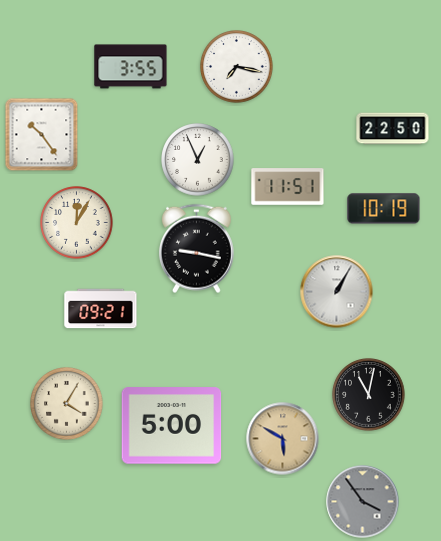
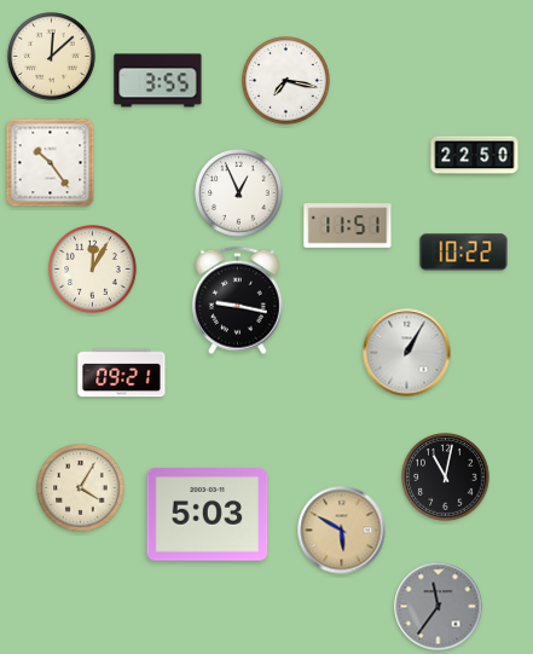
clock at (52, 57): none -> 12:08
clock at (384, 209): 10:19 -> 10:22
clock at (172, 426): 5:00 -> 5:03
clock at (363, 502): 3:54 -> 11:36
